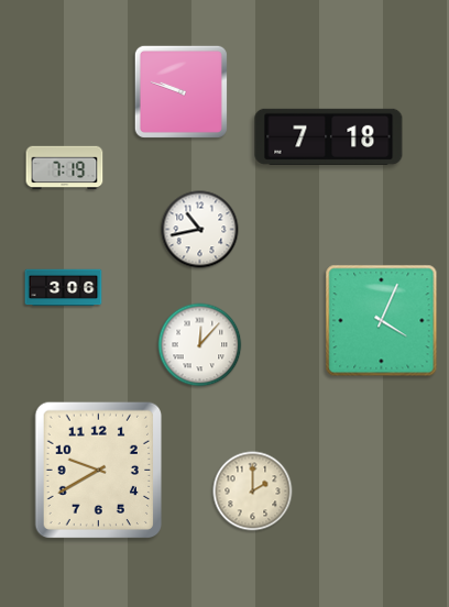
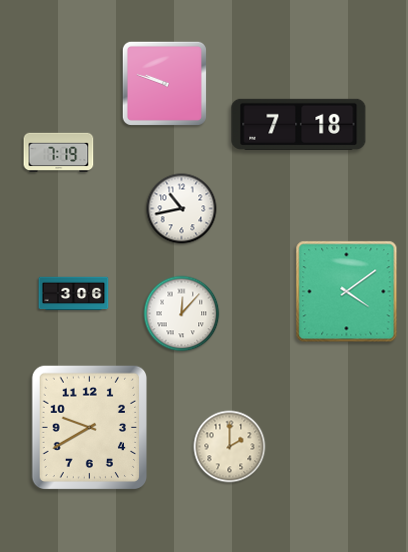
clock at (64, 288) position: (64, 288) -> (74, 294)
clock at (382, 321): 4:04 -> 4:09
